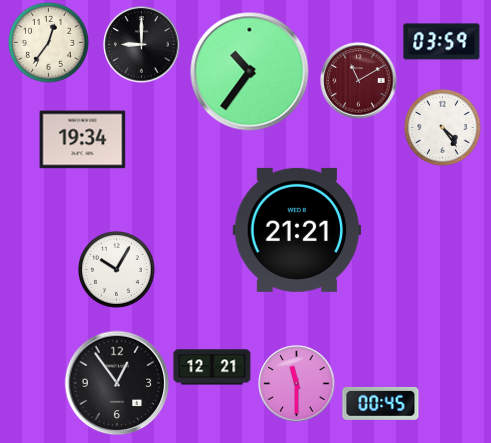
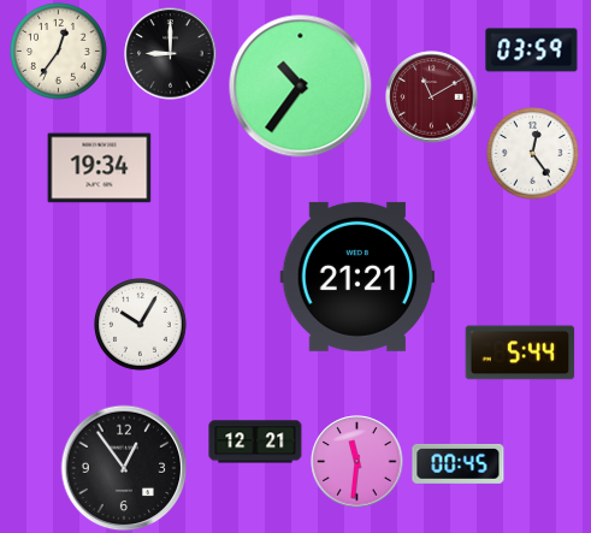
clock at (443, 128): 4:24 -> 12:24
clock at (520, 353): none -> 5:44
clock at (117, 383) position: (117, 383) -> (124, 468)
clock at (297, 384): 11:30 -> 11:31
clock at (381, 403) position: (381, 403) -> (459, 463)
